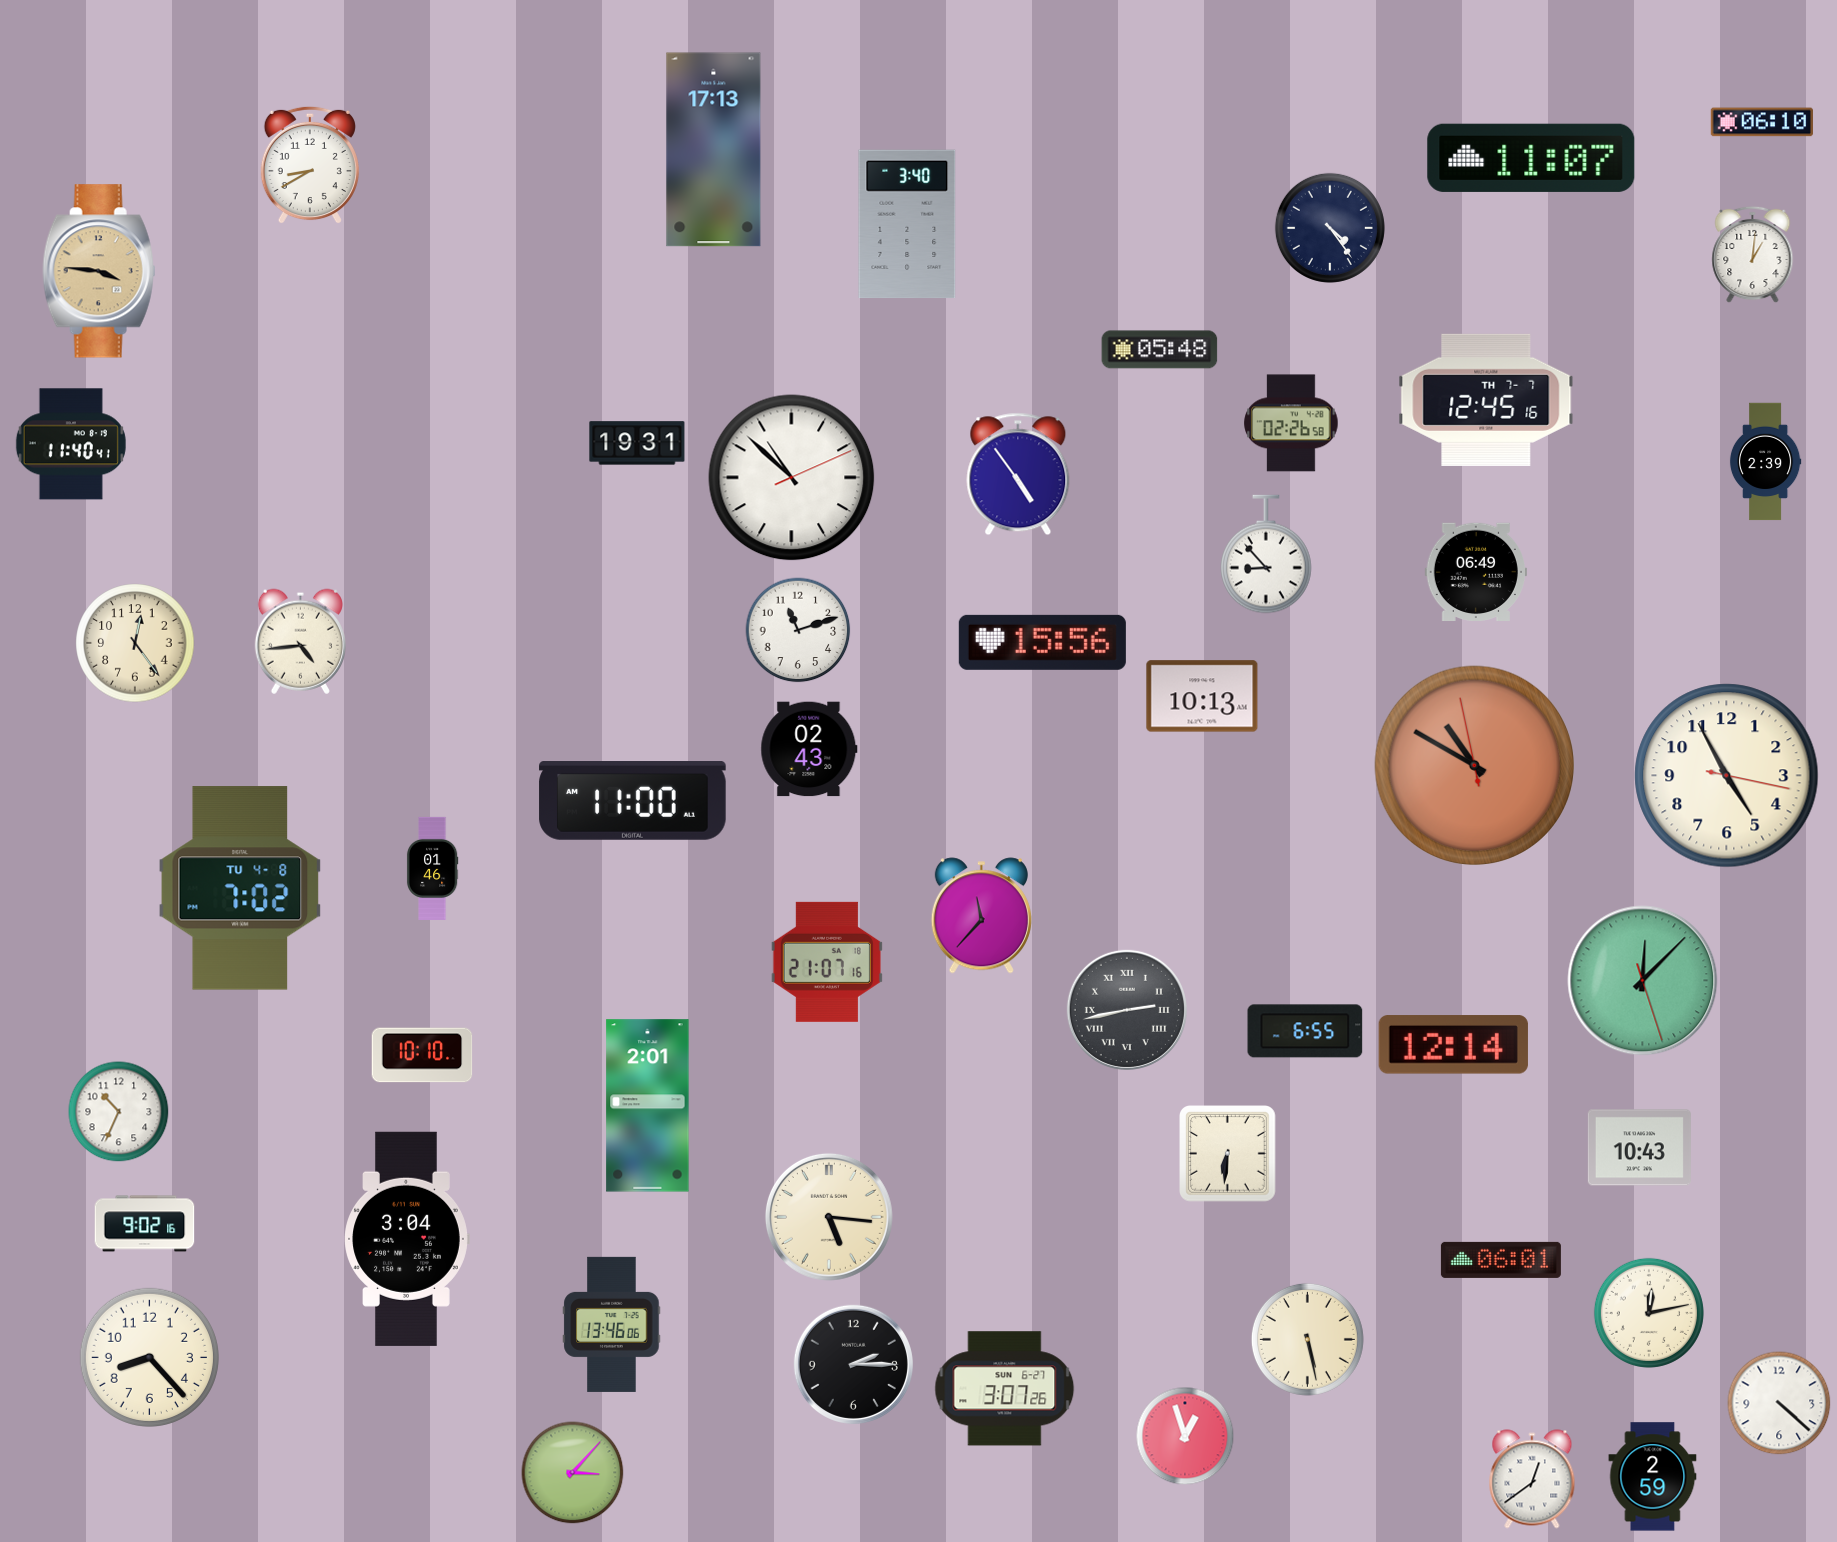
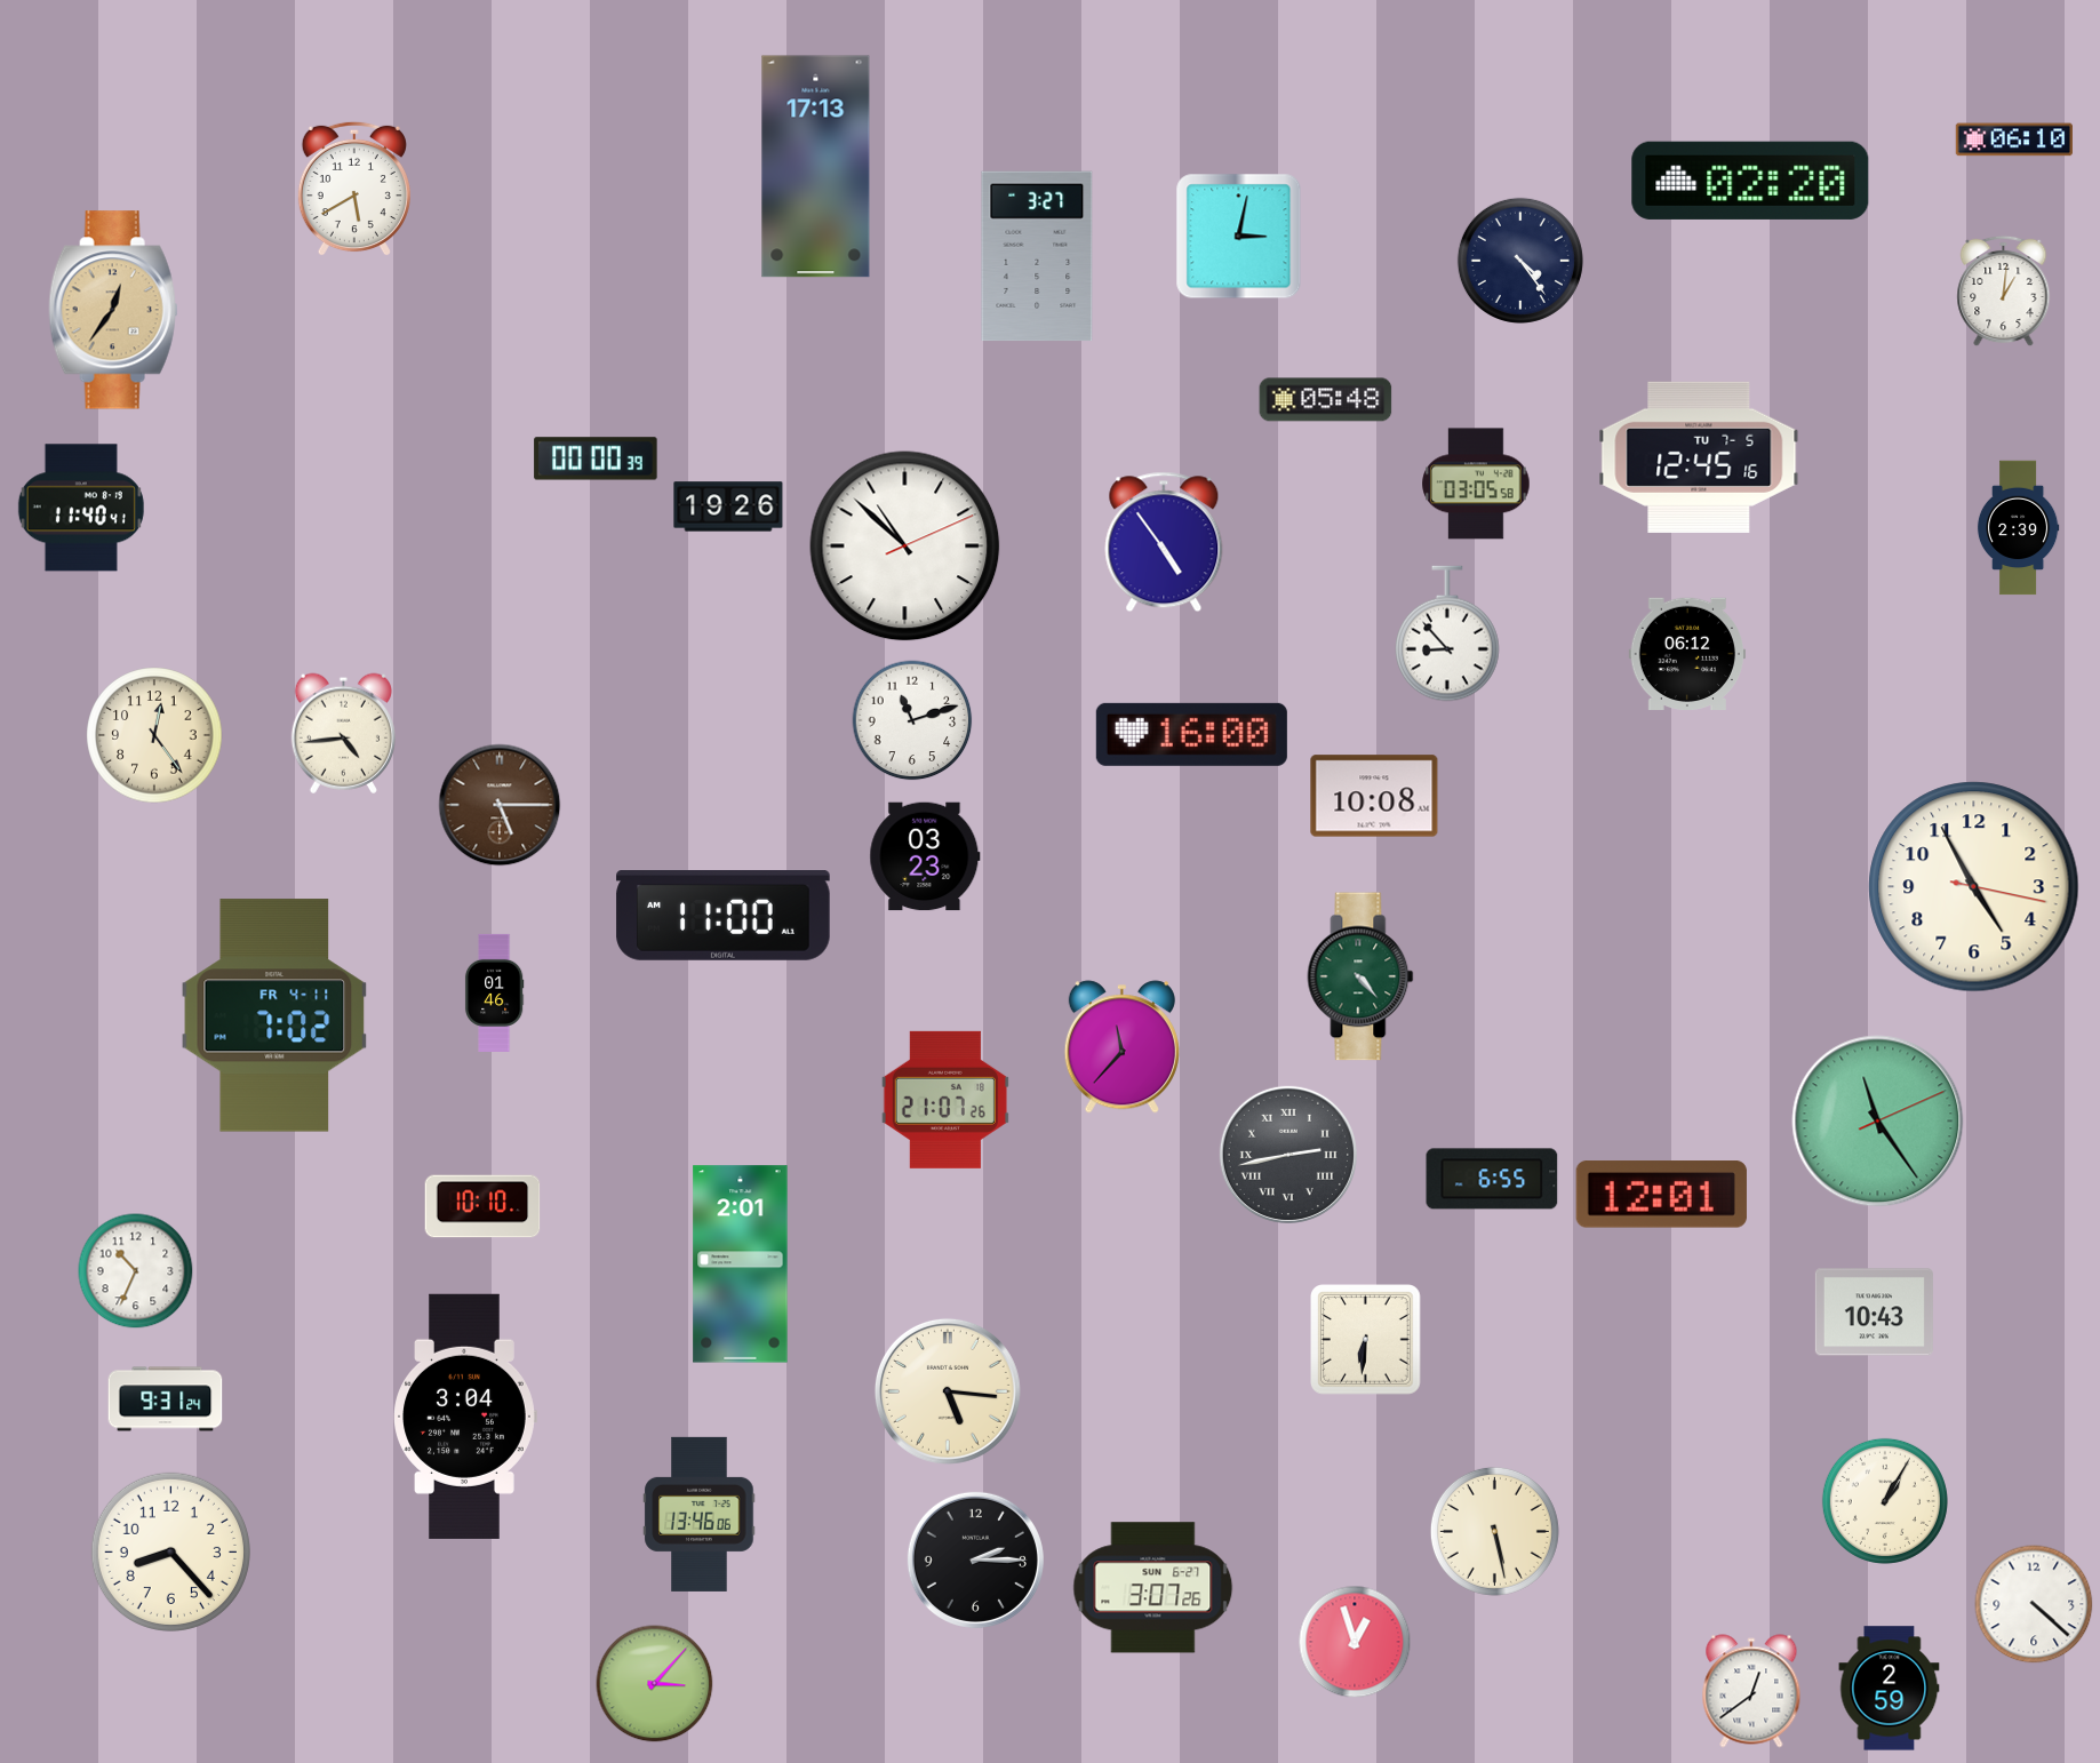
clock at (714, 150) position: (714, 150) -> (816, 167)
clock at (1531, 158): 11:07 -> 02:20
clock at (310, 165): 8:40 -> 5:40
clock at (1239, 237): none -> 3:02
clock at (907, 224): 3:40 -> 3:27
clock at (99, 271): 3:46 -> 12:36
clock at (1486, 400) date: TH 7-7 -> TU 7-5
clock at (596, 458): none -> 00:00
clock at (1291, 423): 02:26 -> 03:05
clock at (637, 443): 19:31 -> 19:26
clock at (1476, 571): 06:49 -> 06:12
clock at (1042, 642): 15:56 -> 16:00
clock at (1202, 696): 10:13 -> 10:08
clock at (500, 805): none -> 5:15
clock at (809, 749): 02:43 -> 03:23
clock at (1474, 765): 10:49 -> none
clock at (1360, 976): none -> 4:23
clock at (240, 888) date: TU 4-8 -> FR 4-11
clock at (827, 962): 21:07:16 -> 21:07:26
clock at (1643, 981): 12:07 -> 11:24
clock at (1453, 1045): 12:14 -> 12:01
clock at (1228, 1154) position: (1228, 1154) -> (1366, 1340)
clock at (145, 1224): 9:02 -> 9:31
clock at (1501, 1260): 06:01 -> none
clock at (1649, 1313): 12:13 -> 1:05
clock at (1005, 1389) position: (1005, 1389) -> (1153, 1588)
